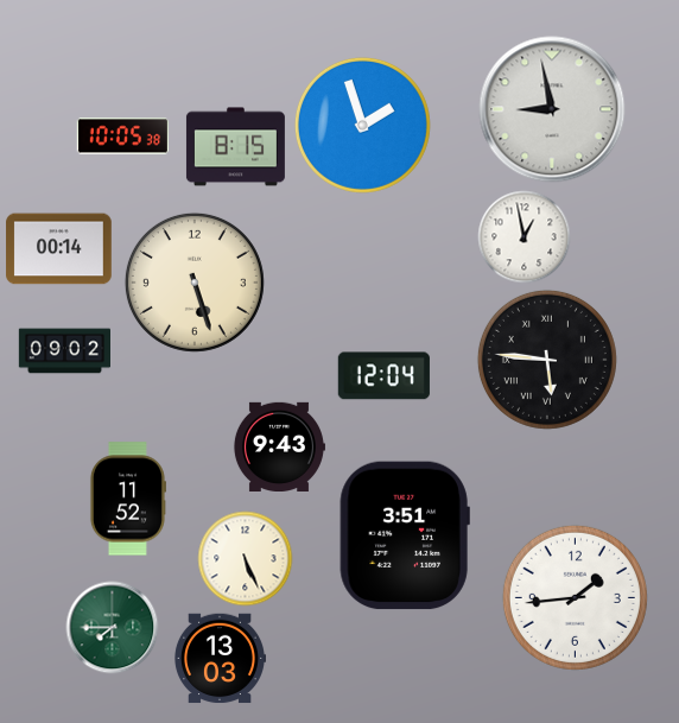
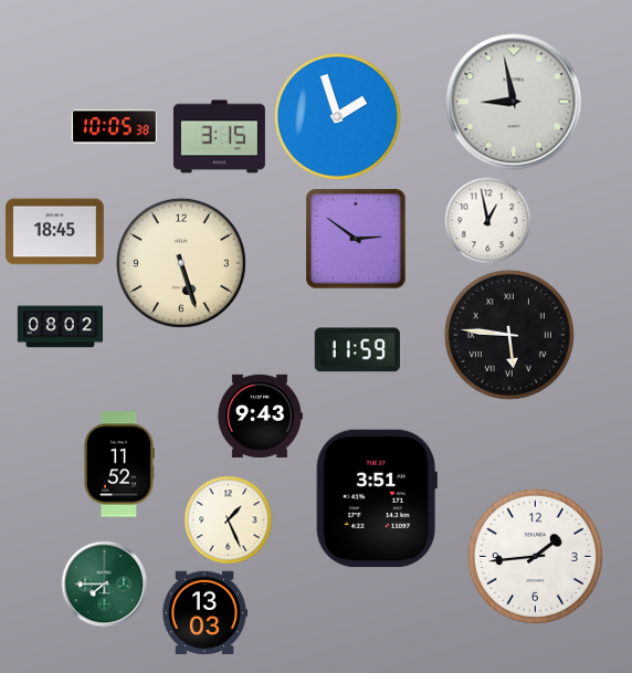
clock at (235, 147): 8:15 -> 3:15
clock at (59, 249): 00:14 -> 18:45
clock at (356, 239): none -> 2:51
clock at (64, 351): 09:02 -> 08:02
clock at (383, 376): 12:04 -> 11:59
clock at (245, 558): 5:26 -> 1:26
